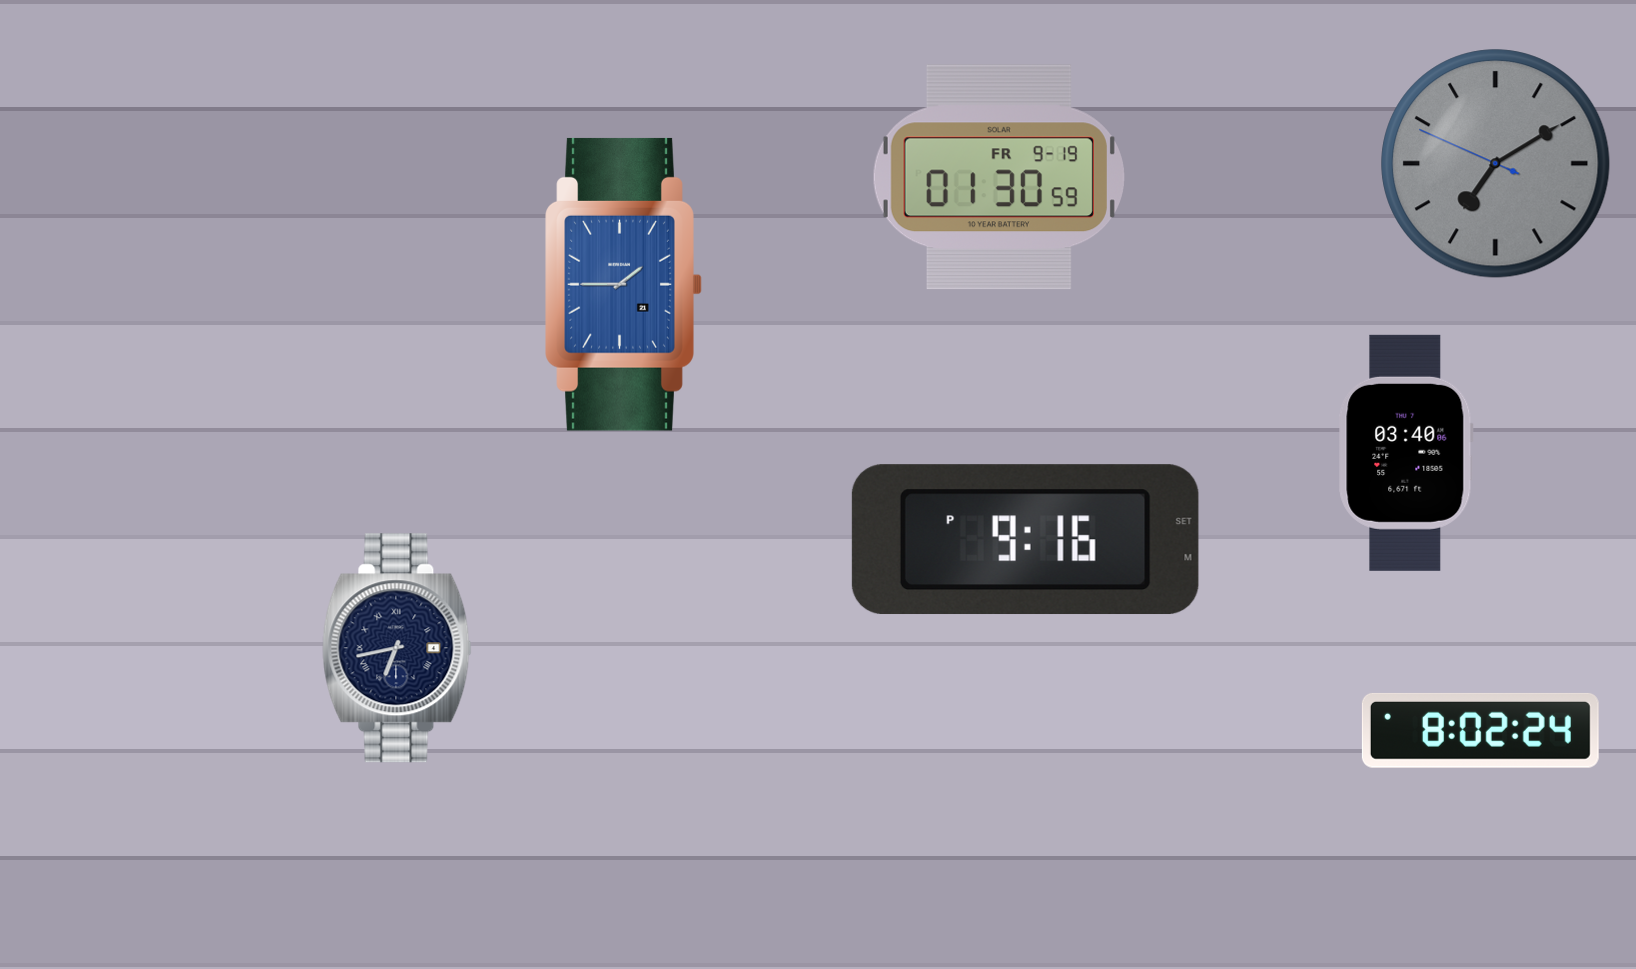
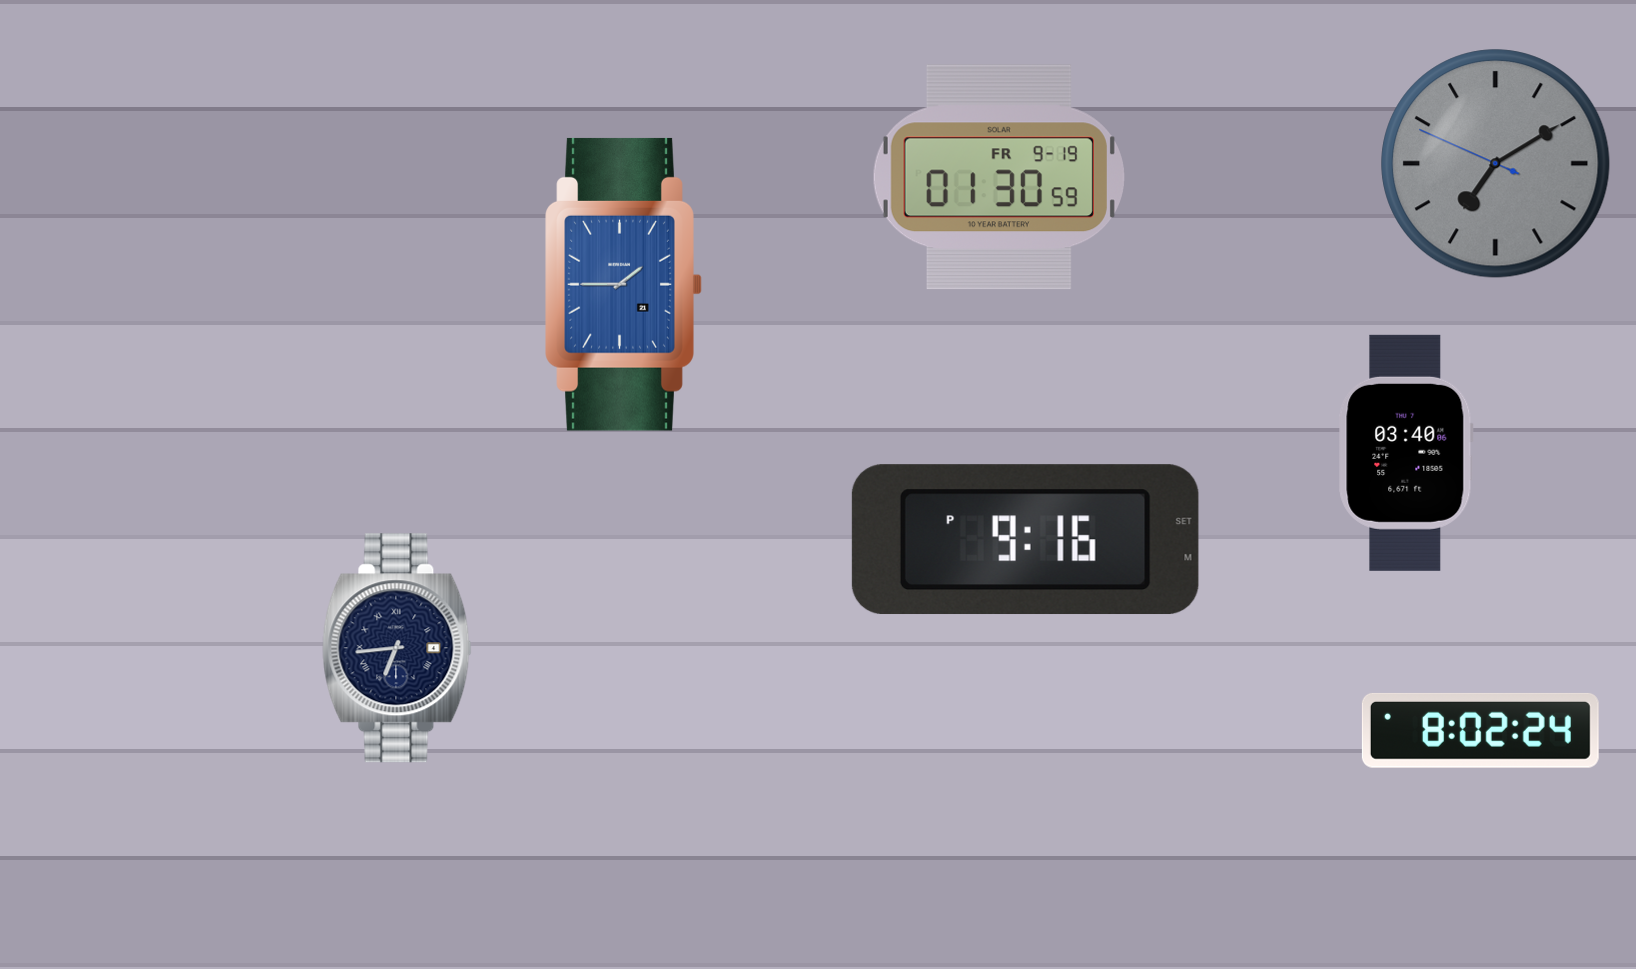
clock at (397, 648): 6:43 -> 6:44
